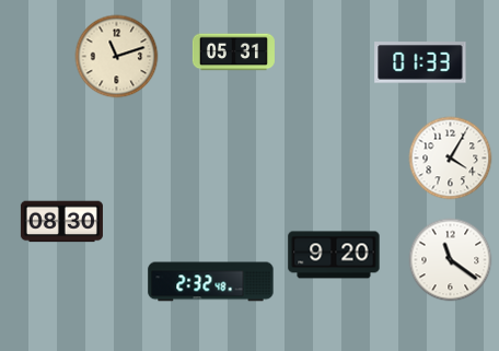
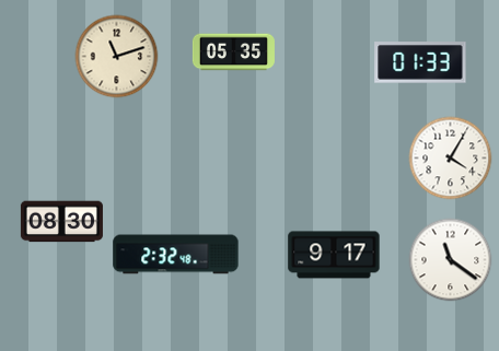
clock at (233, 52): 05:31 -> 05:35
clock at (334, 255): 9:20 -> 9:17
clock at (211, 282) position: (211, 282) -> (176, 255)
